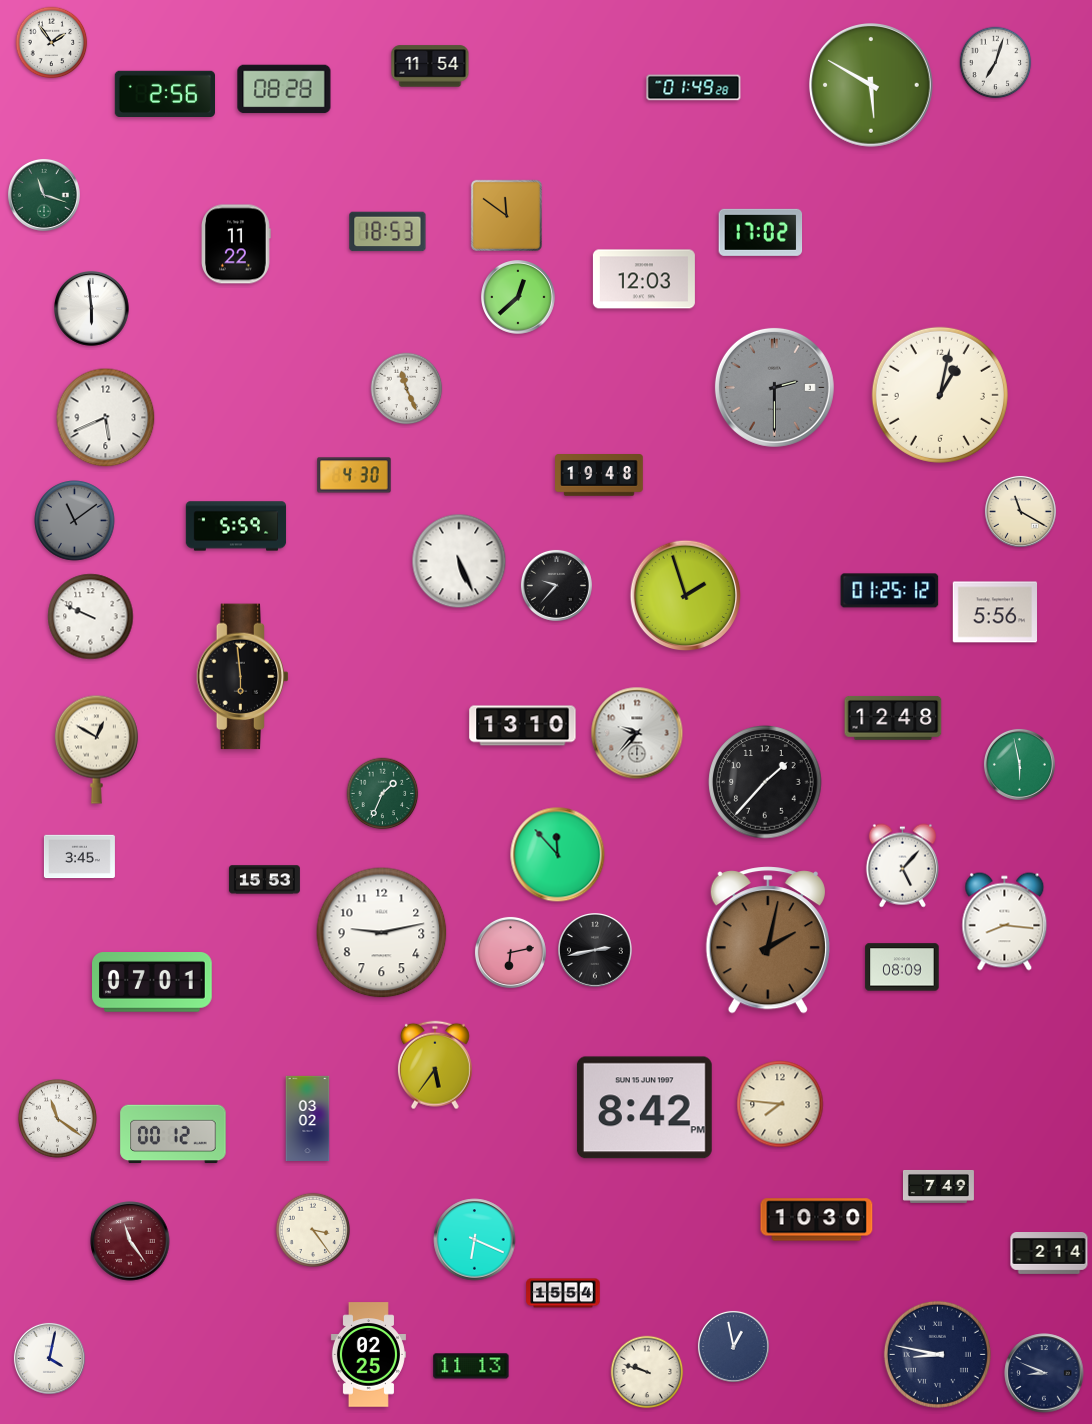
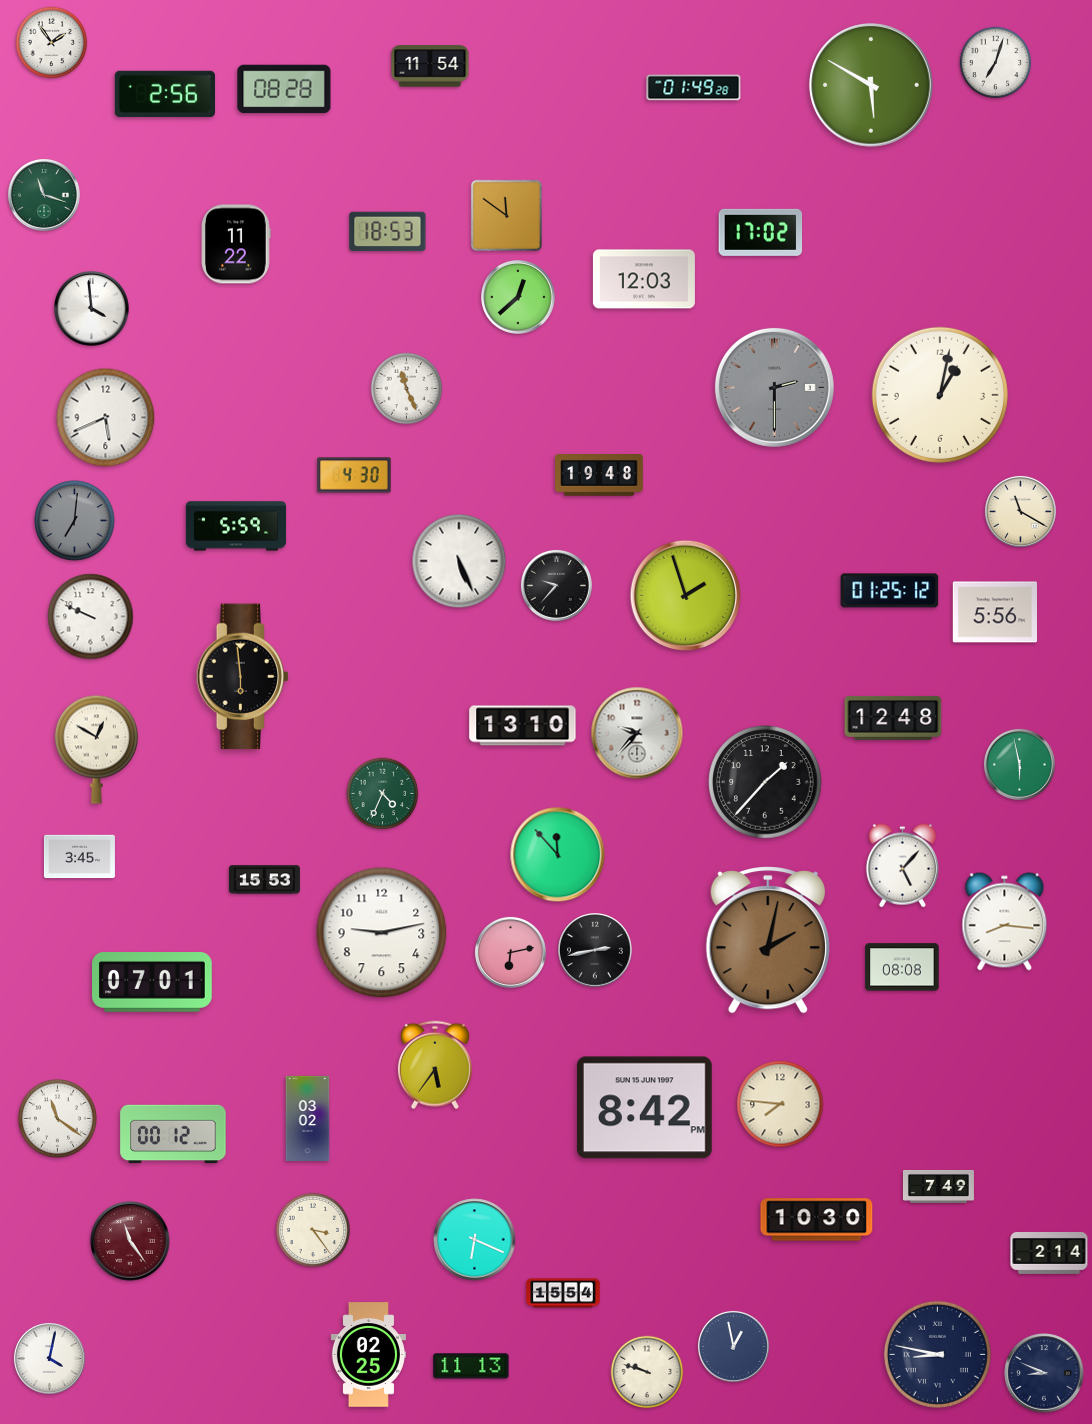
clock at (92, 309): 5:59 -> 3:59
clock at (75, 521): 11:09 -> 7:01
clock at (383, 794): 1:34 -> 4:34
clock at (902, 967): 08:09 -> 08:08
